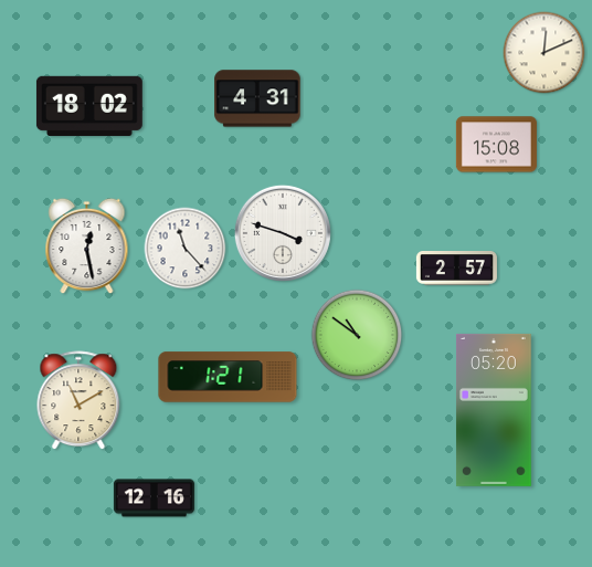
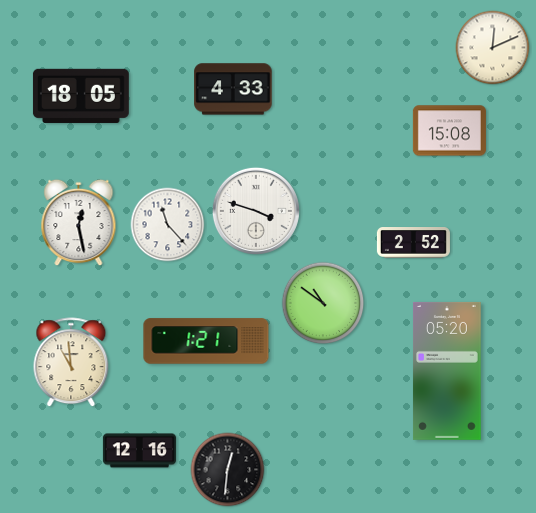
clock at (257, 98): 4:31 -> 4:33
clock at (89, 106): 18:02 -> 18:05
clock at (456, 269): 2:57 -> 2:52
clock at (78, 401): 11:10 -> 10:59
clock at (228, 470): none -> 12:31
